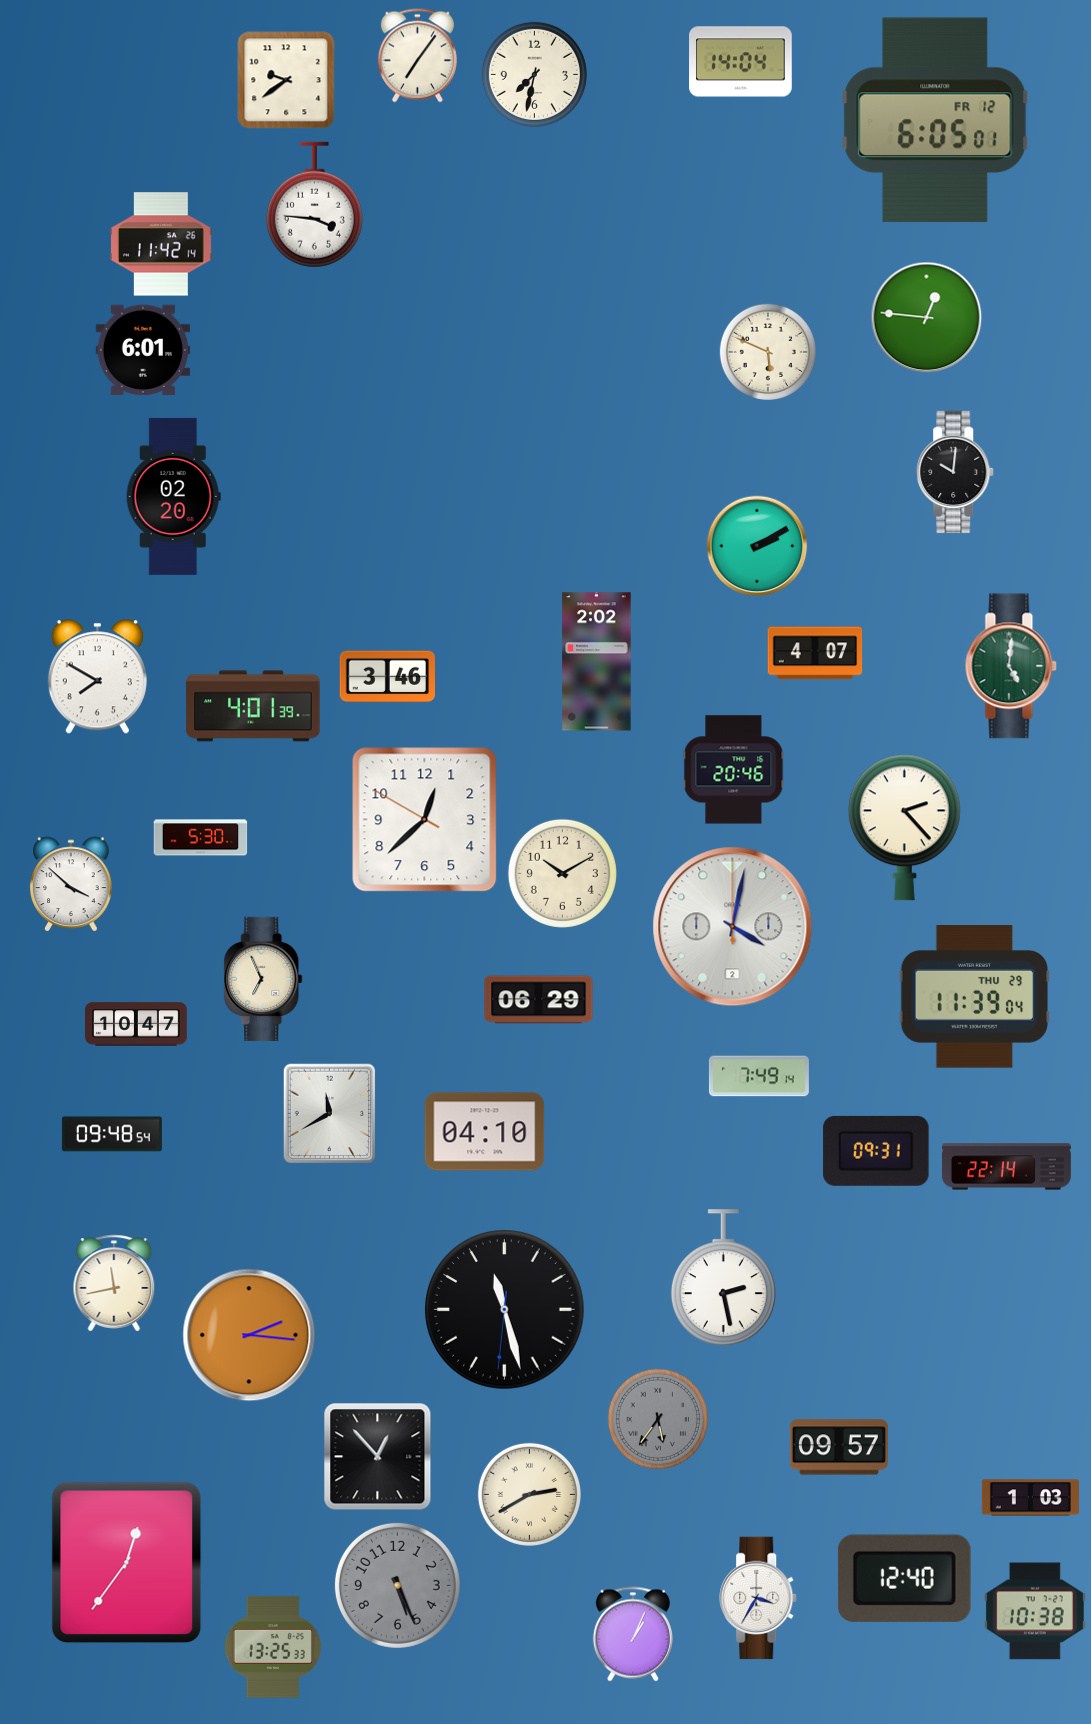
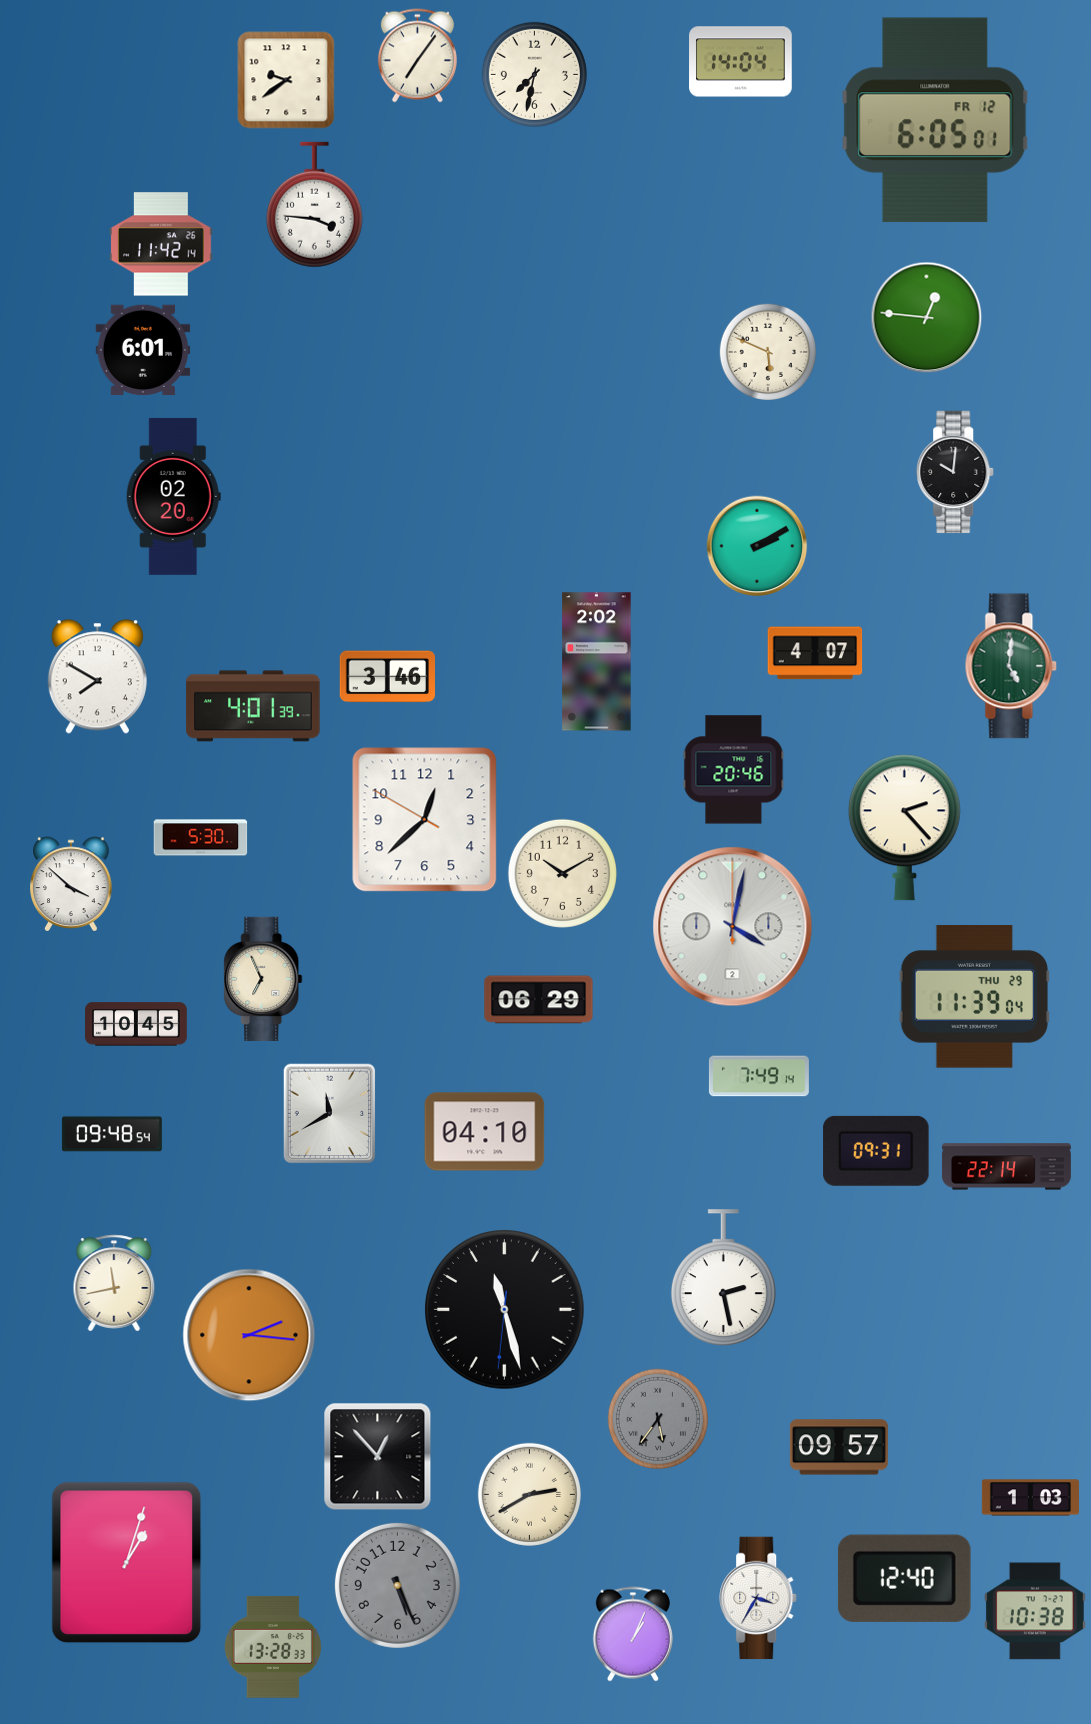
clock at (136, 1024): 10:47 -> 10:45
clock at (127, 1563): 12:36 -> 1:03
clock at (273, 1647): 13:25 -> 13:28
